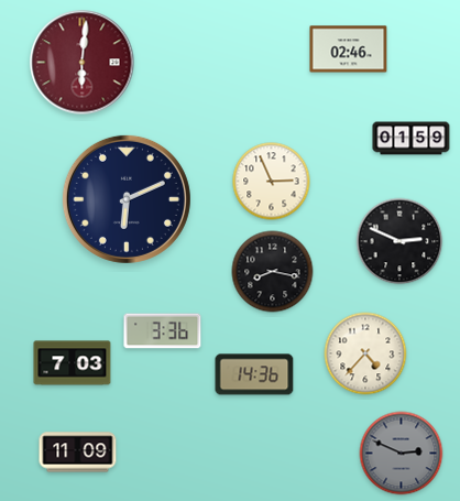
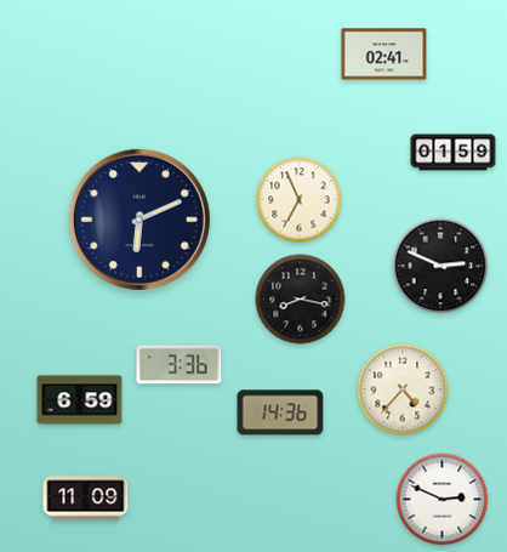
clock at (349, 50): 02:46 -> 02:41
clock at (83, 63): 6:01 -> none
clock at (272, 182): 2:56 -> 6:56
clock at (73, 363): 7:03 -> 6:59
clock at (402, 454) dial: grey -> white
